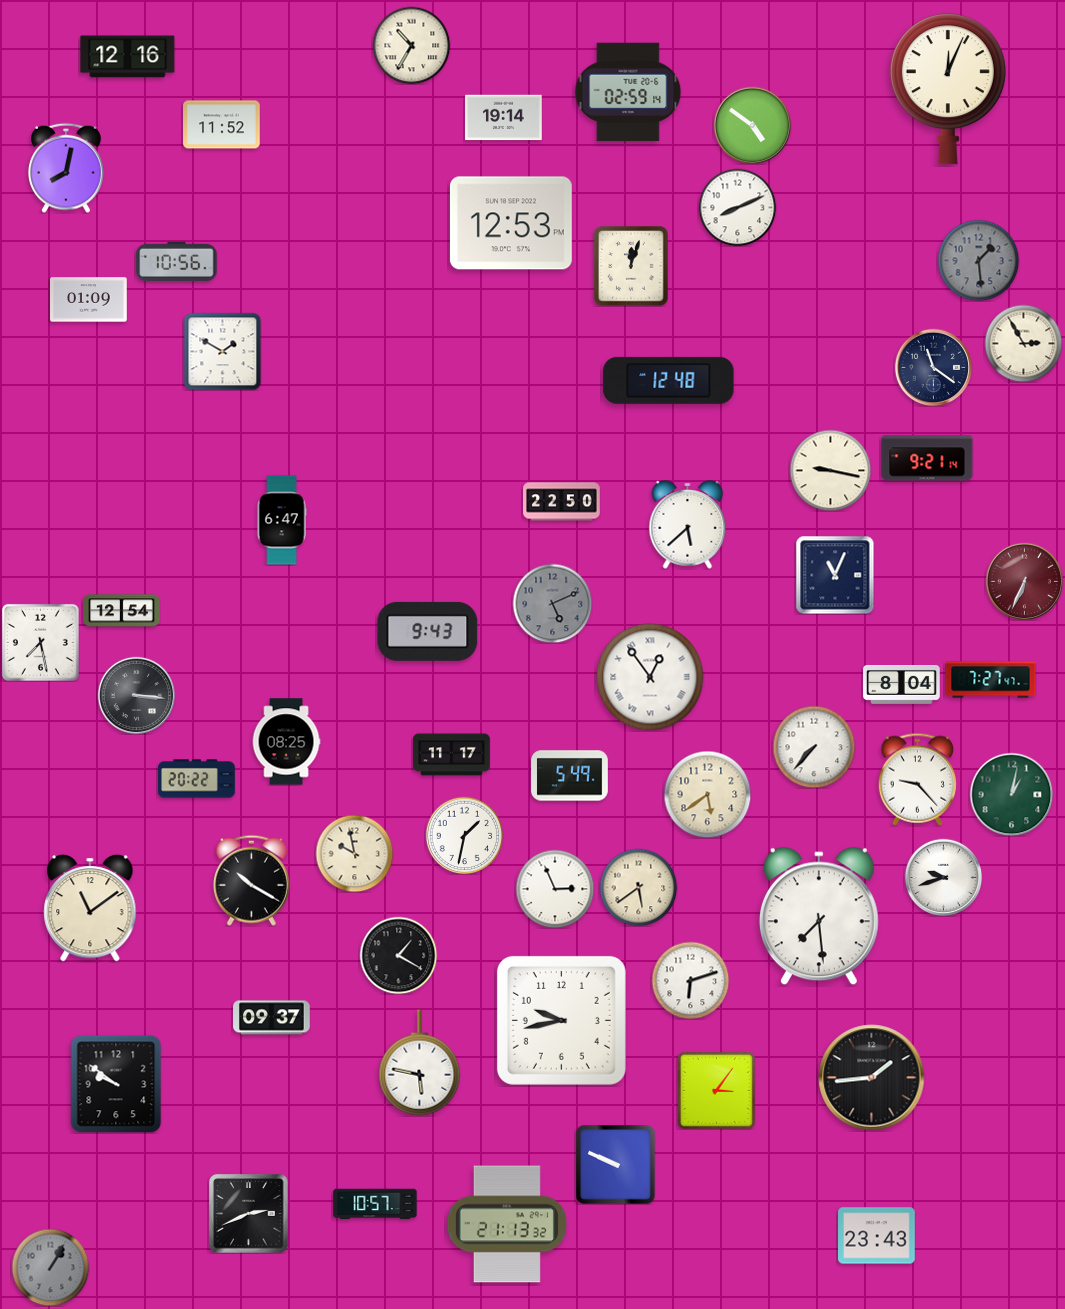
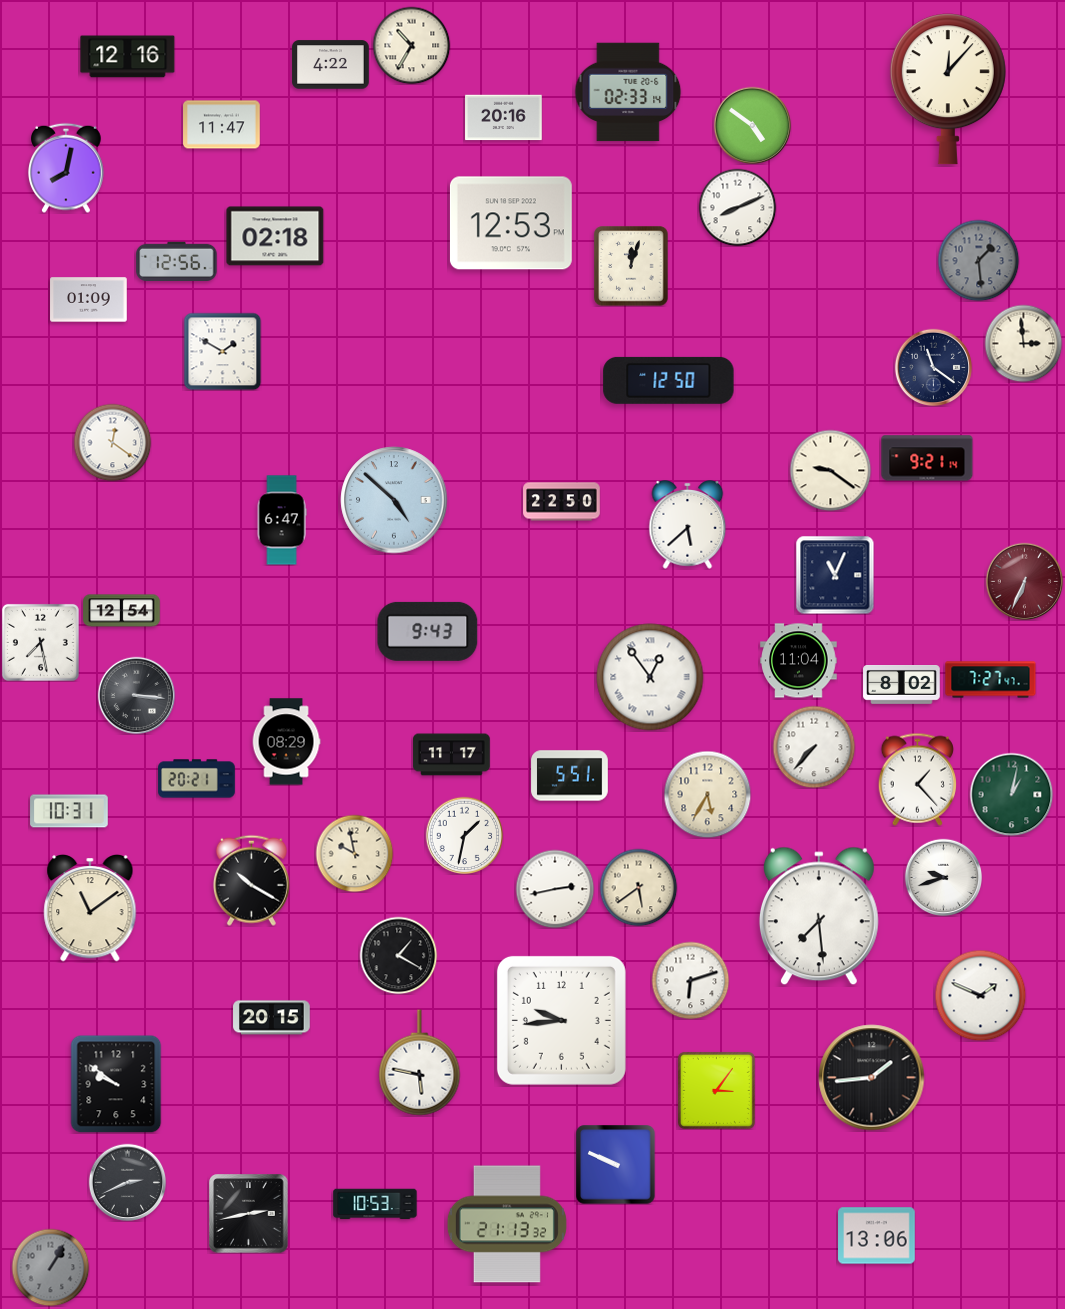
clock at (331, 65): none -> 4:22
clock at (948, 89): 12:04 -> 12:07
clock at (628, 92): 02:59 -> 02:33
clock at (504, 118): 19:14 -> 20:16
clock at (222, 125): 11:52 -> 11:47
clock at (275, 236): none -> 02:18
clock at (177, 262): 10:56 -> 12:56
clock at (1023, 343): 2:55 -> 2:59
clock at (669, 380): 12:48 -> 12:50
clock at (112, 442): none -> 12:21
clock at (830, 470): 9:17 -> 9:21
clock at (394, 500): none -> 4:52
clock at (552, 603): 5:11 -> none
clock at (799, 661): none -> 11:04
clock at (902, 685): 8:04 -> 8:02
clock at (286, 742): 08:25 -> 08:29
clock at (570, 776): 5:49 -> 5:51
clock at (197, 779): 20:22 -> 20:21
clock at (917, 779): 9:23 -> 1:23
clock at (707, 794): 5:39 -> 5:35
clock at (69, 811): none -> 10:31
clock at (555, 889): 2:56 -> 2:43
clock at (980, 995): none -> 1:49
clock at (272, 1018): 09:37 -> 20:15
clock at (561, 1020): 9:43 -> 9:44
clock at (127, 1182): none -> 2:41
clock at (375, 1204): 10:57 -> 10:53
clock at (249, 1214): 2:41 -> 2:43
clock at (877, 1236): 23:43 -> 13:06
